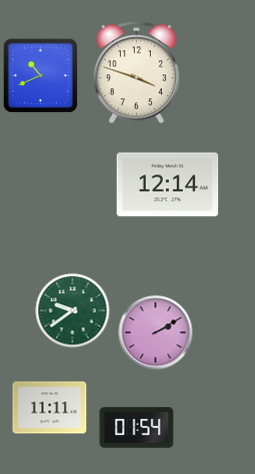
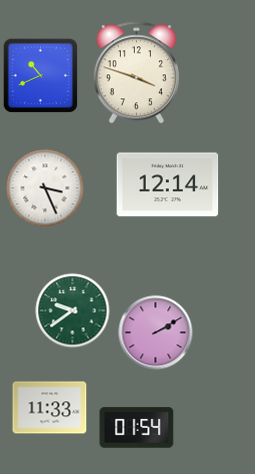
clock at (45, 188): none -> 3:26
clock at (50, 408): 11:11 -> 11:33
